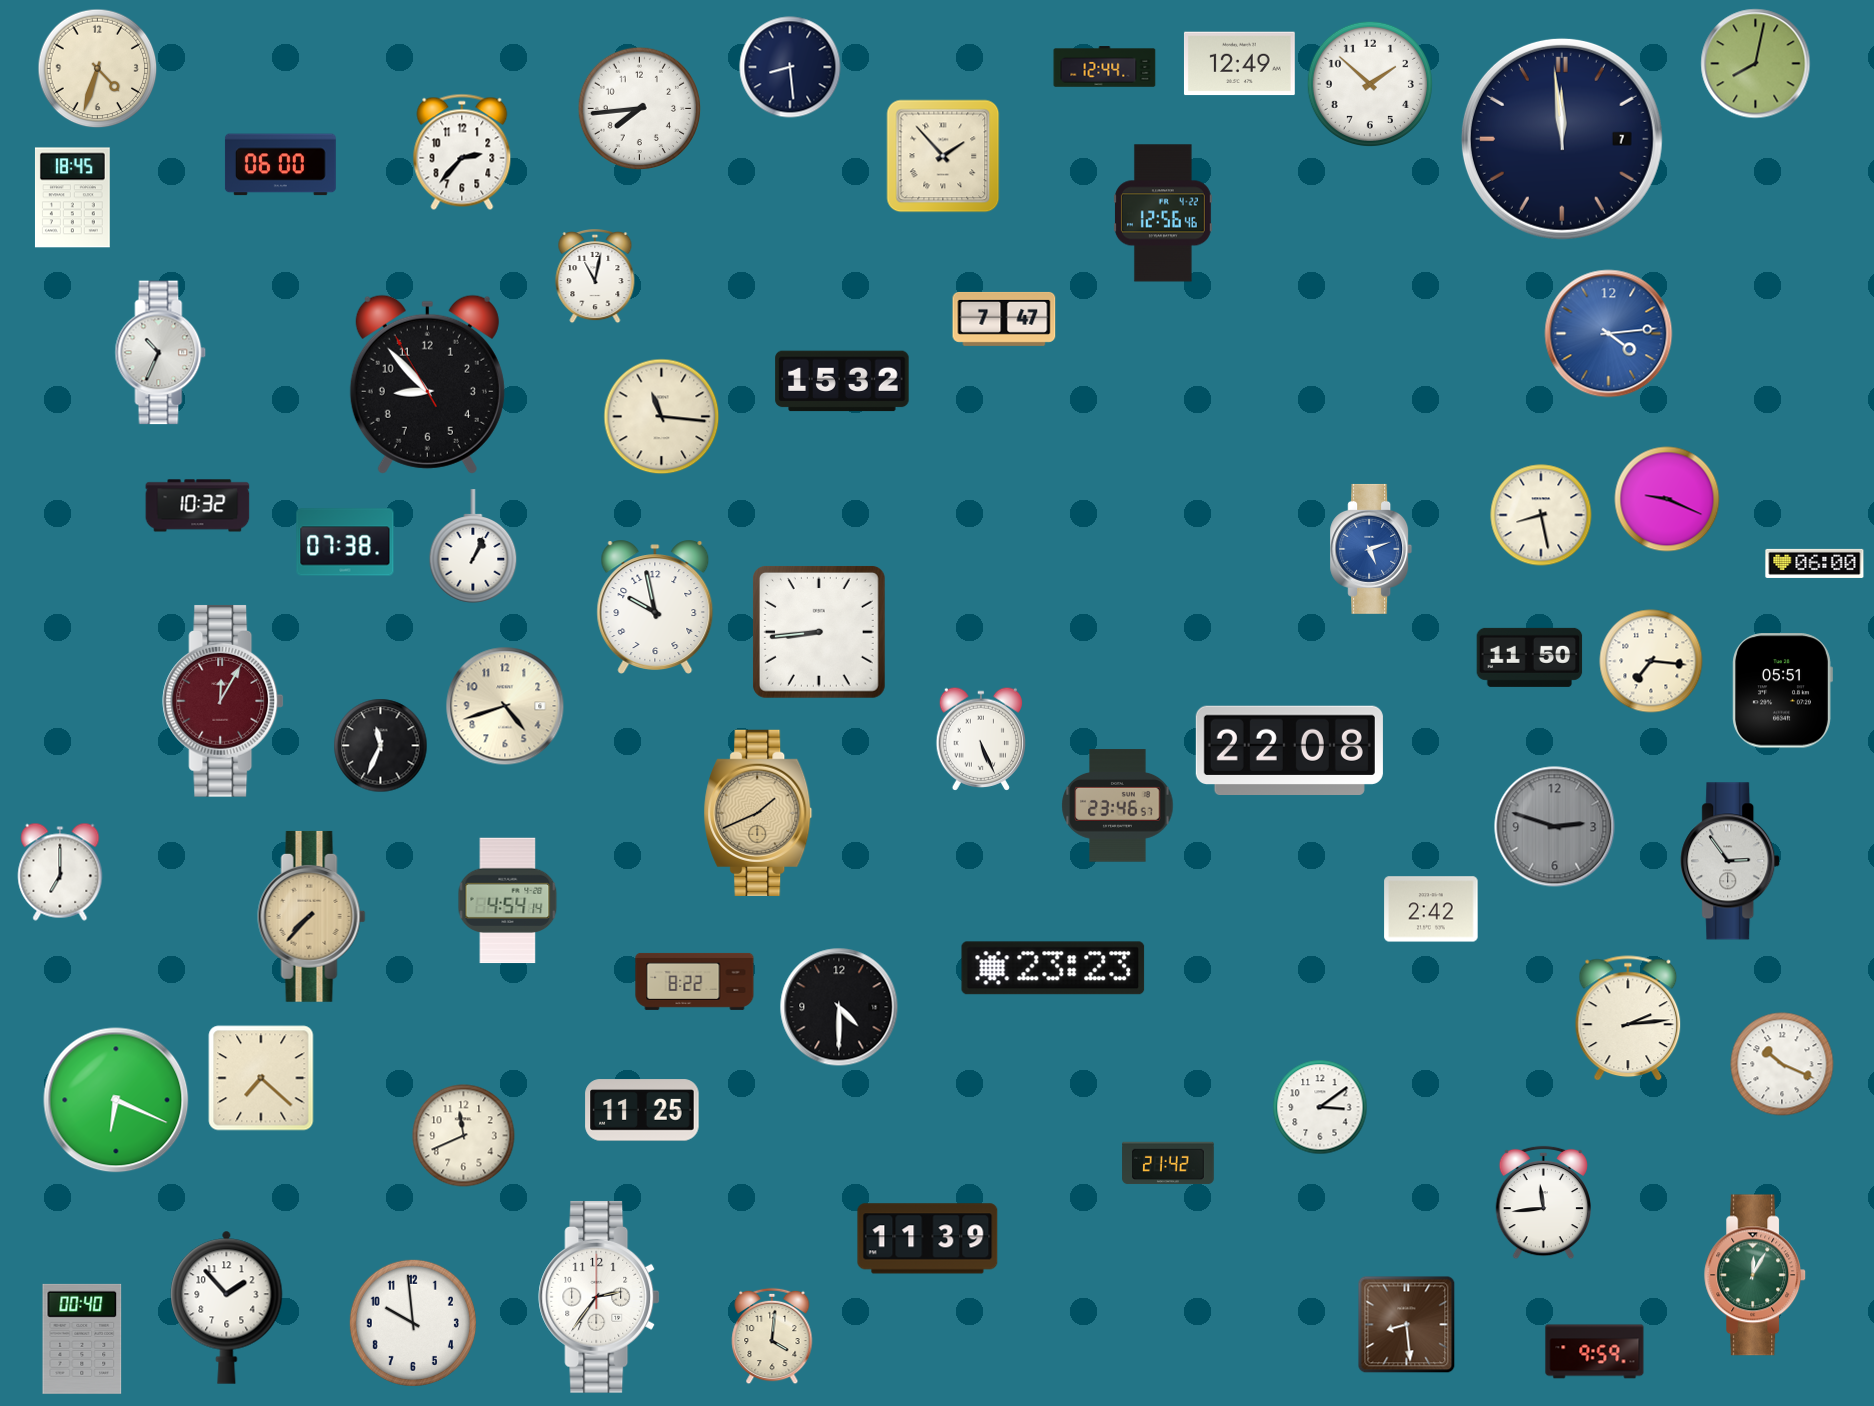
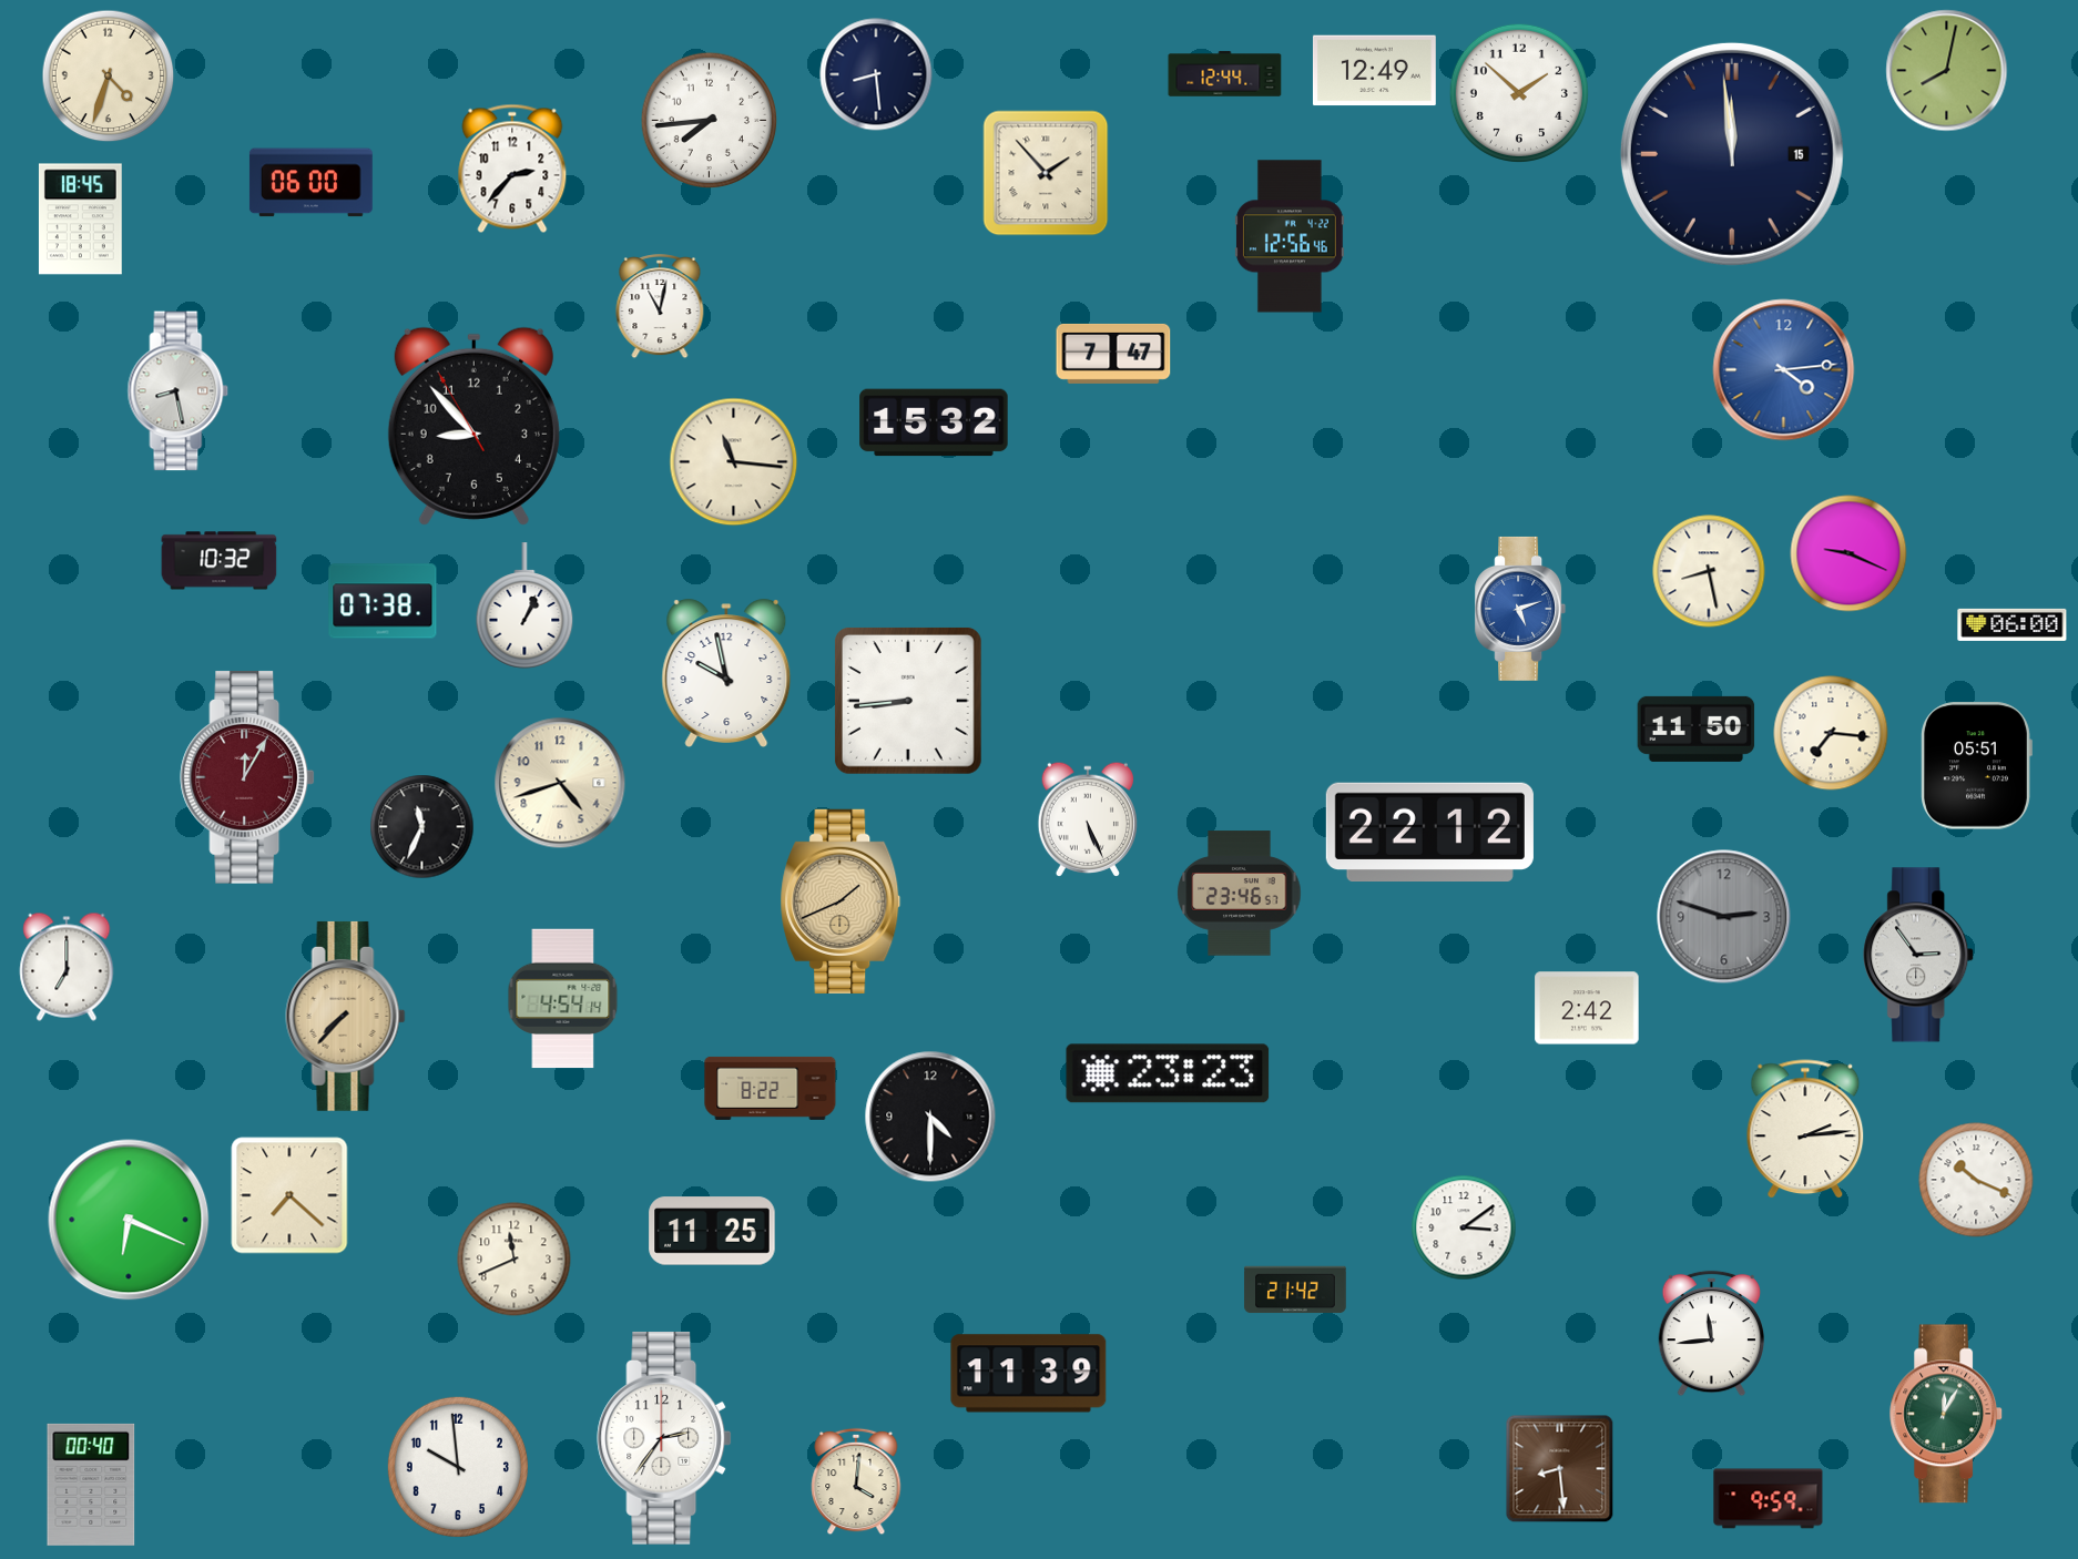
clock at (1562, 139) date: 7 -> 15
clock at (161, 353): 10:34 -> 8:28
clock at (1289, 750): 22:08 -> 22:12
clock at (227, 1307): 1:53 -> none
